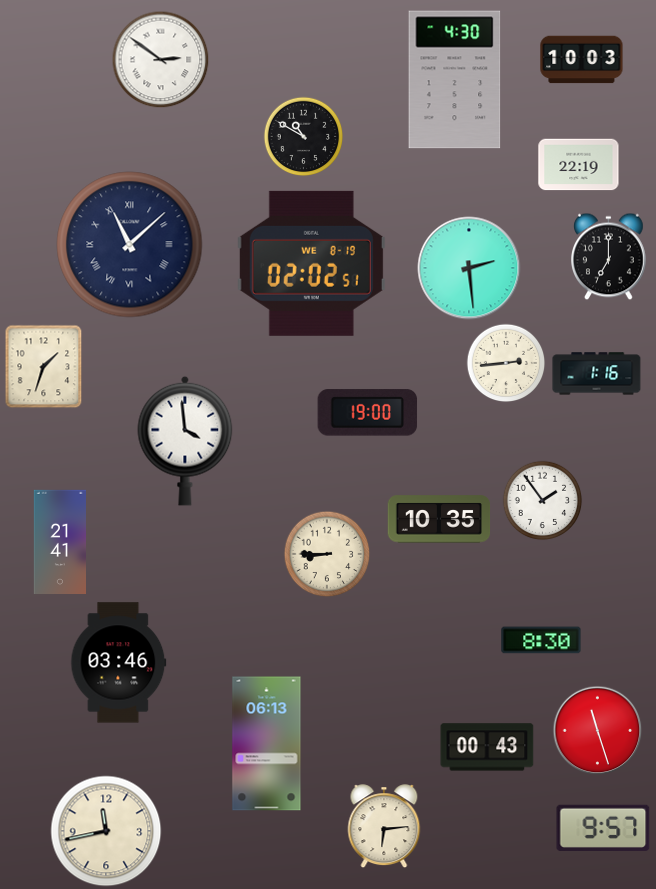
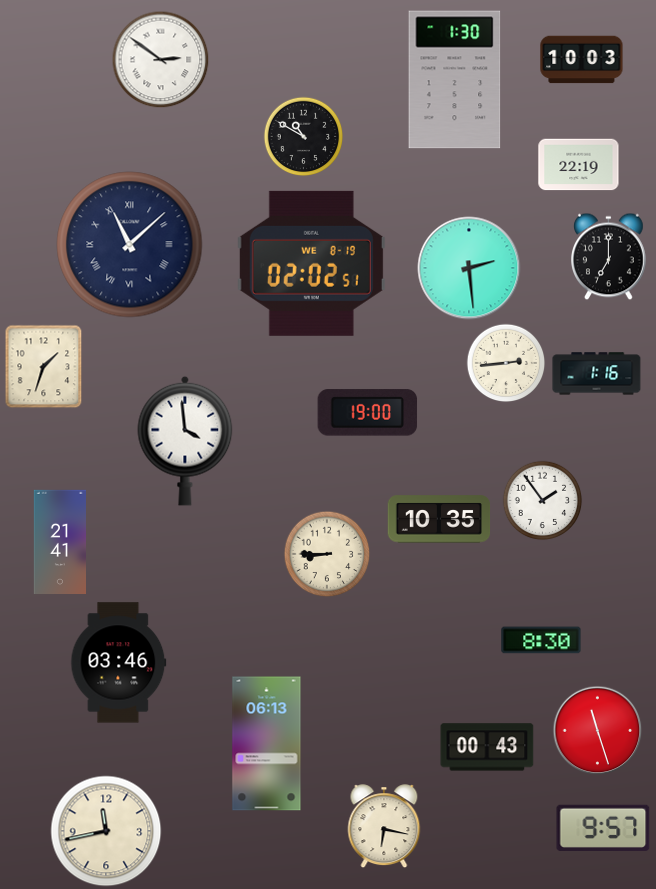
clock at (455, 80): 4:30 -> 1:30
clock at (384, 826): 6:14 -> 6:17
